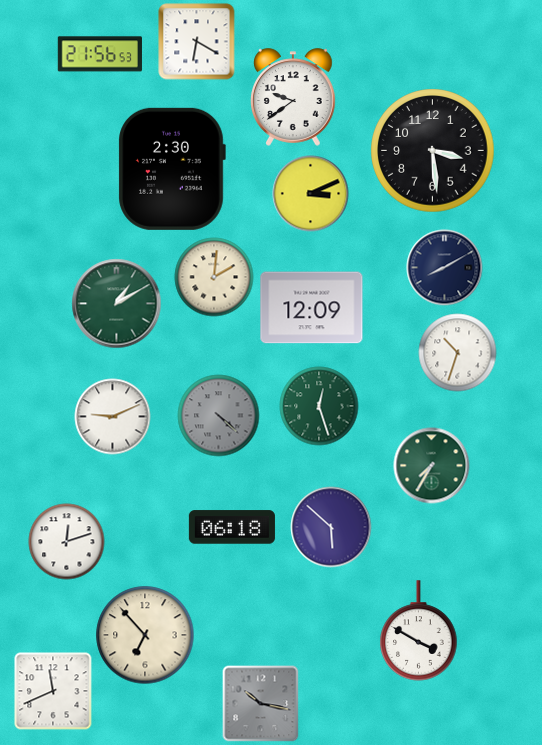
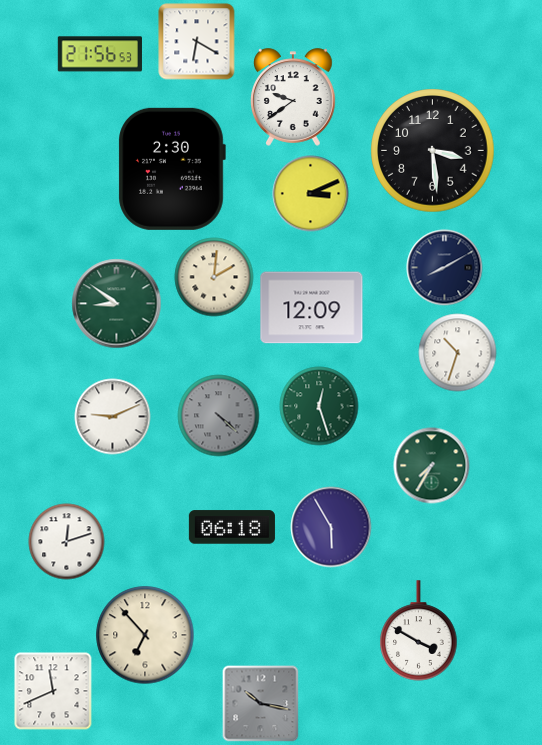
clock at (117, 304): 1:10 -> 8:51
clock at (331, 527): 5:52 -> 5:55
